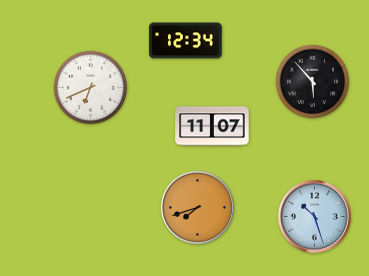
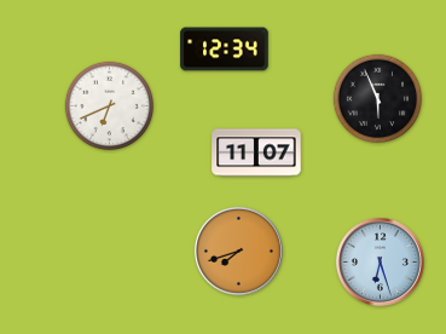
clock at (313, 82): 5:53 -> 5:56
clock at (314, 216): 10:27 -> 6:27
